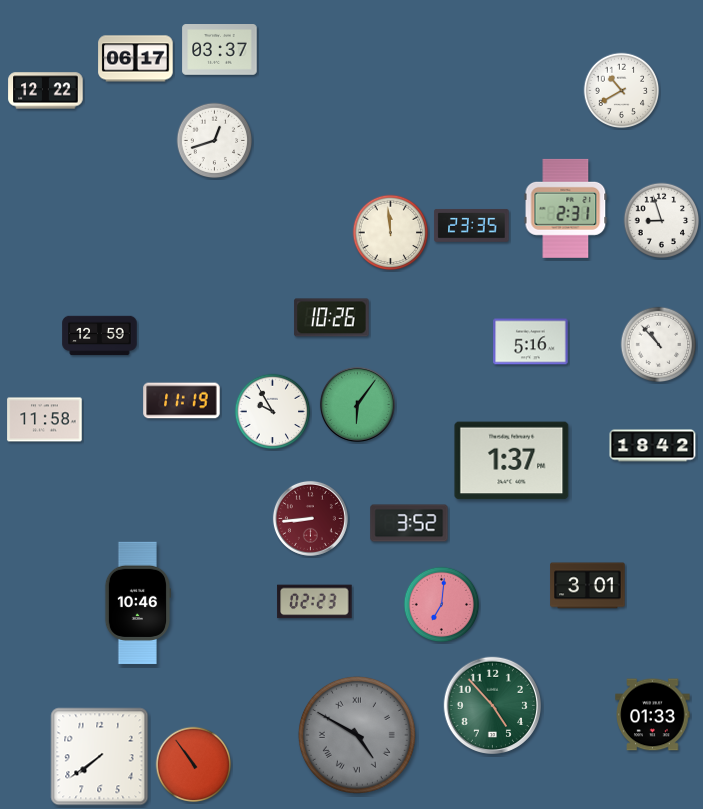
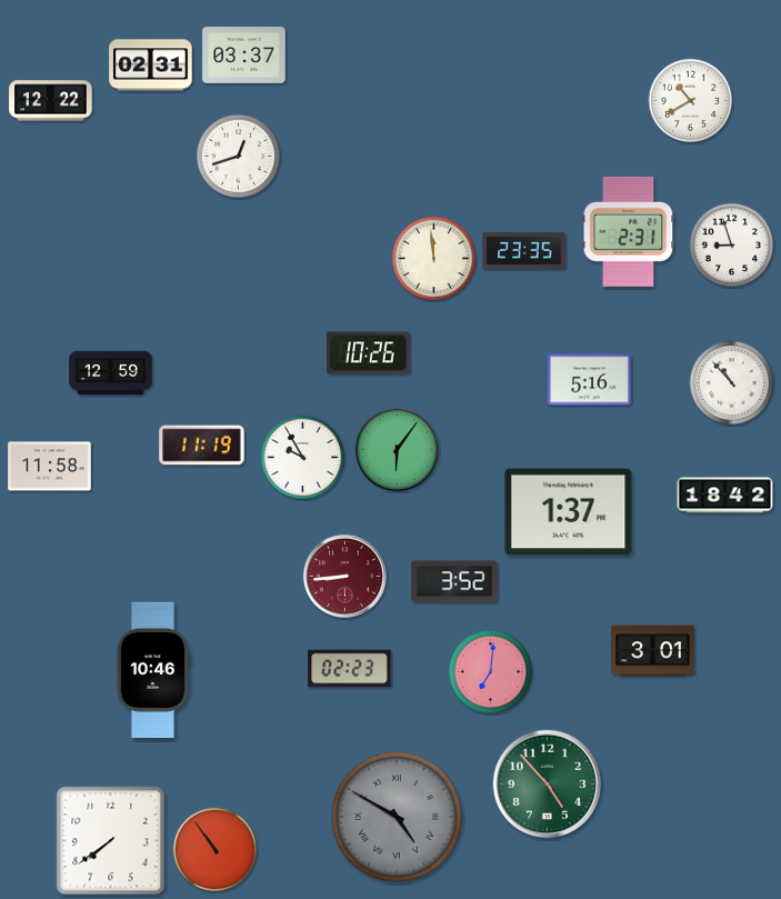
clock at (136, 59): 06:17 -> 02:31
clock at (662, 221) position: (662, 221) -> (732, 246)
clock at (653, 715): 01:33 -> none
